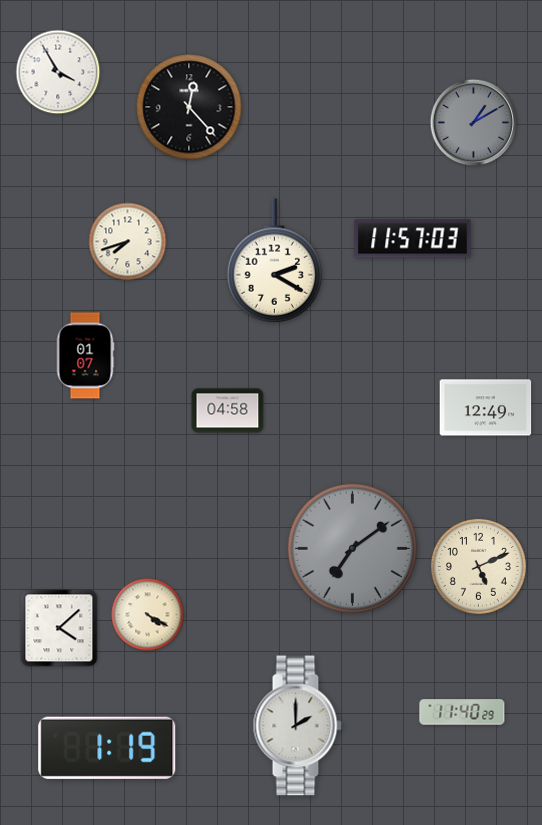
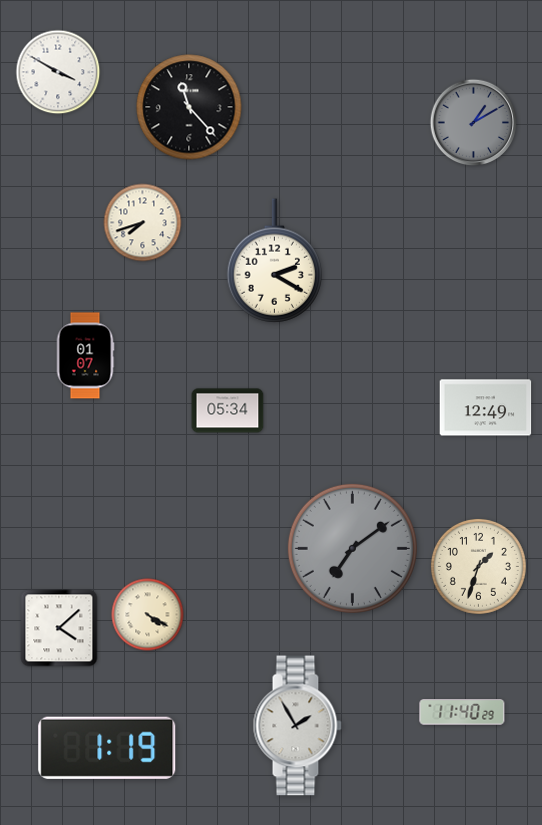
clock at (58, 72): 3:55 -> 3:50
clock at (189, 107): 12:23 -> 11:23
clock at (413, 239): 11:57 -> none
clock at (128, 242) position: (128, 242) -> (143, 223)
clock at (228, 411): 04:58 -> 05:34
clock at (478, 566): 5:11 -> 1:33
clock at (297, 726): 2:00 -> 1:55
